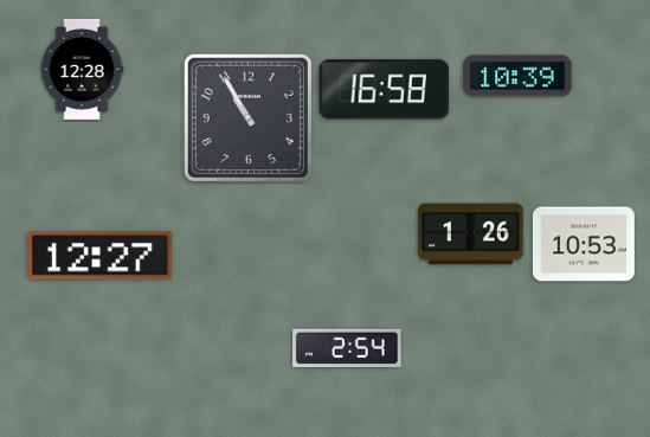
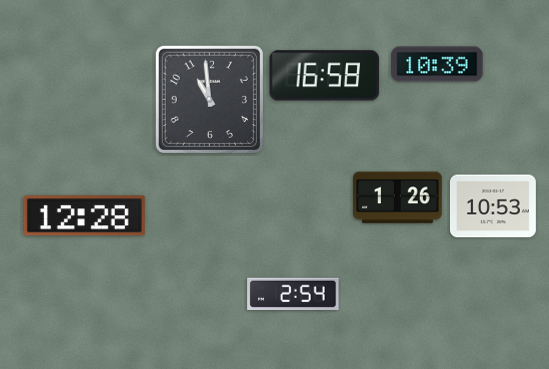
clock at (82, 69): 12:28 -> none
clock at (247, 117): 10:55 -> 10:59
clock at (99, 256): 12:27 -> 12:28
